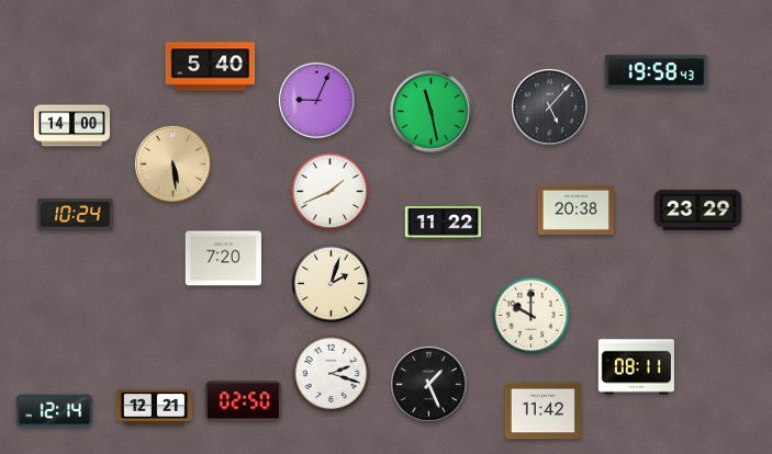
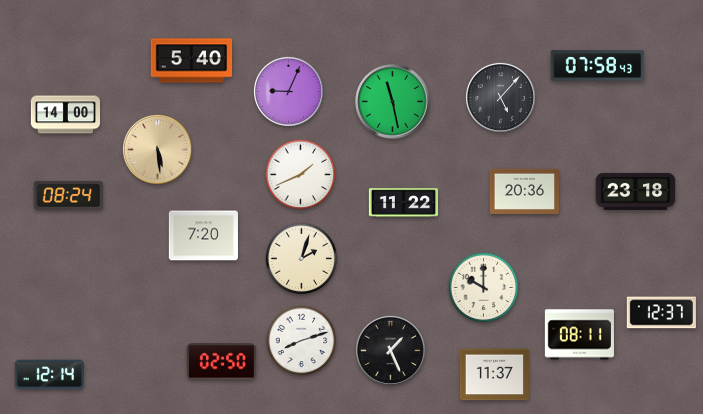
clock at (657, 72): 19:58 -> 07:58
clock at (575, 209): 20:38 -> 20:36
clock at (698, 209): 23:29 -> 23:18
clock at (75, 214): 10:24 -> 08:24
clock at (661, 313): none -> 12:37
clock at (332, 374): 2:18 -> 8:12
clock at (243, 401) position: (243, 401) -> (221, 362)
clock at (154, 408): 12:21 -> none
clock at (542, 411): 11:42 -> 11:37
